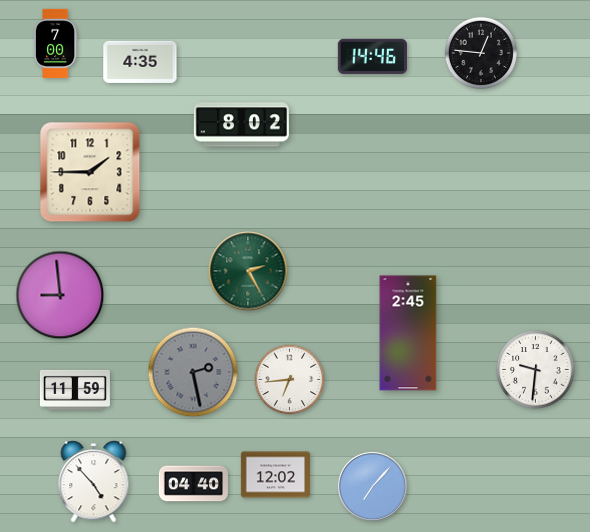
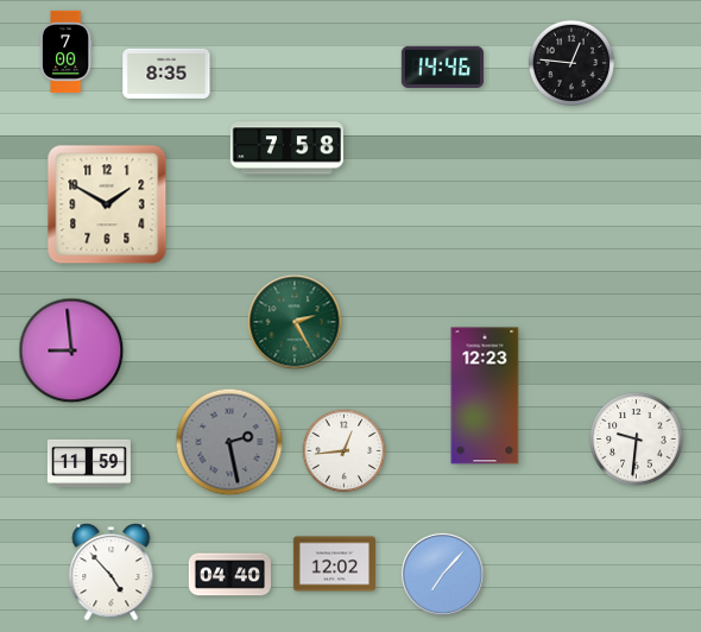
clock at (140, 62): 4:35 -> 8:35
clock at (241, 125): 8:02 -> 7:58
clock at (90, 172): 1:45 -> 1:50
clock at (408, 333): 2:45 -> 12:23
clock at (290, 380): 6:44 -> 12:44
clock at (275, 475) position: (275, 475) -> (334, 564)
clock at (372, 486) position: (372, 486) -> (442, 574)
